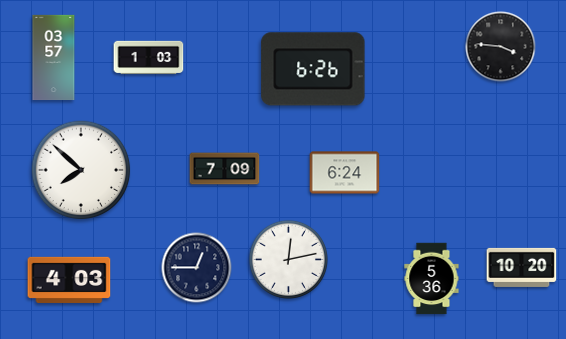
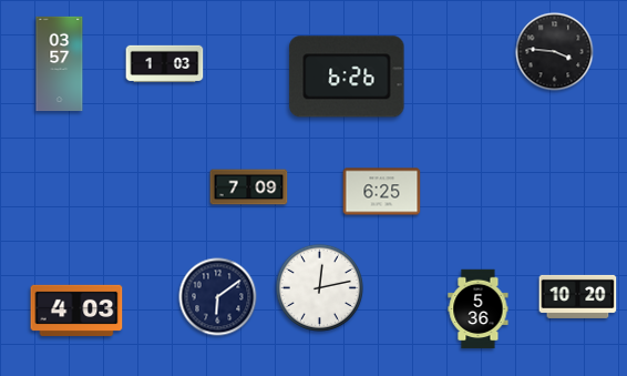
clock at (81, 170): 7:52 -> none
clock at (345, 173): 6:24 -> 6:25
clock at (197, 268): 12:45 -> 6:09
